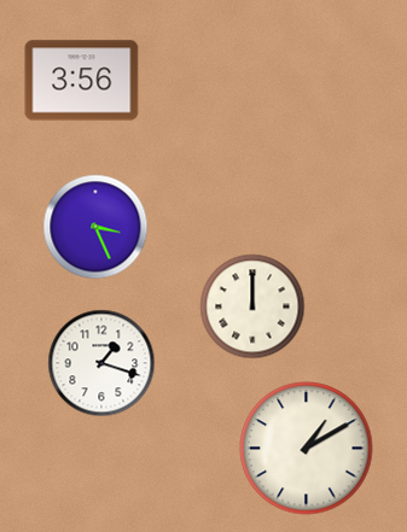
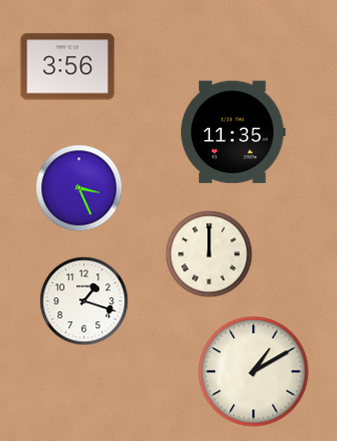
clock at (233, 132): none -> 11:35
